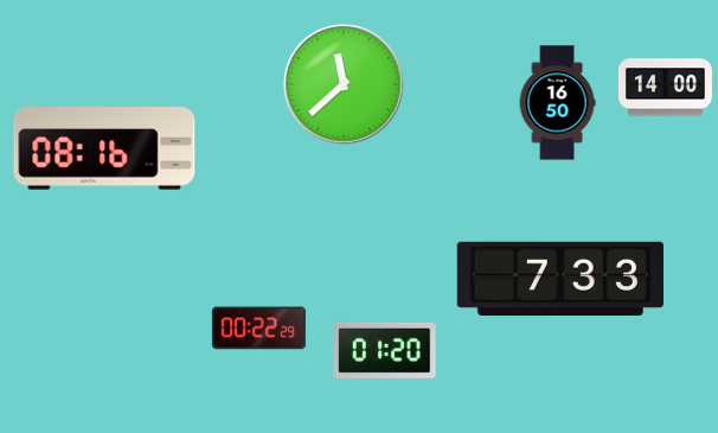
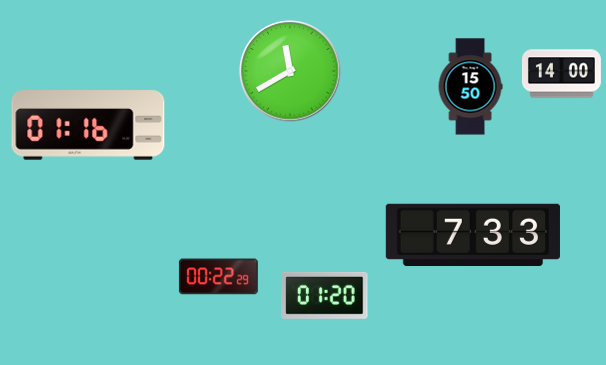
clock at (344, 84): 11:38 -> 11:40
clock at (557, 103): 16:50 -> 15:50
clock at (104, 148): 08:16 -> 01:16
